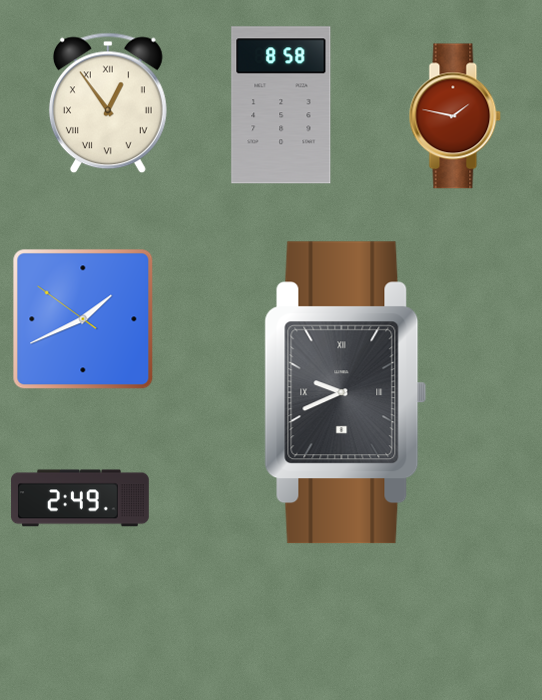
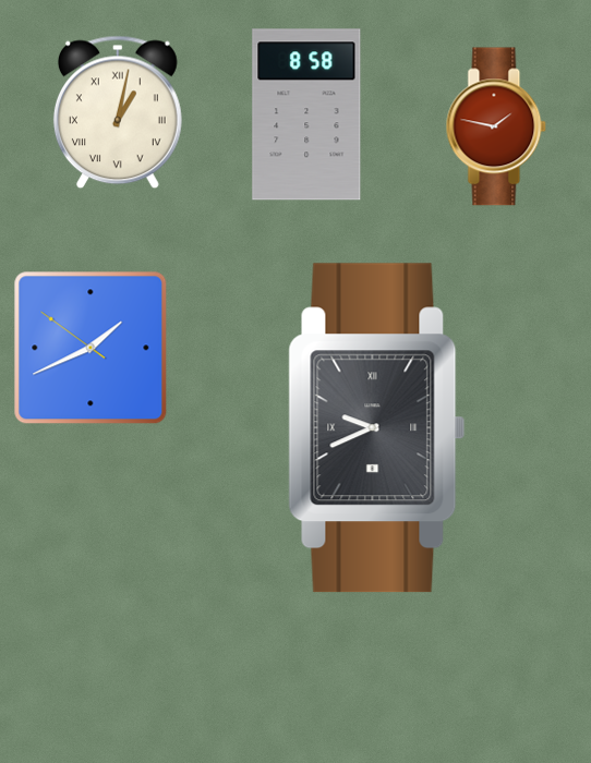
clock at (108, 103): 12:54 -> 1:02
clock at (80, 498): 2:49 -> none
